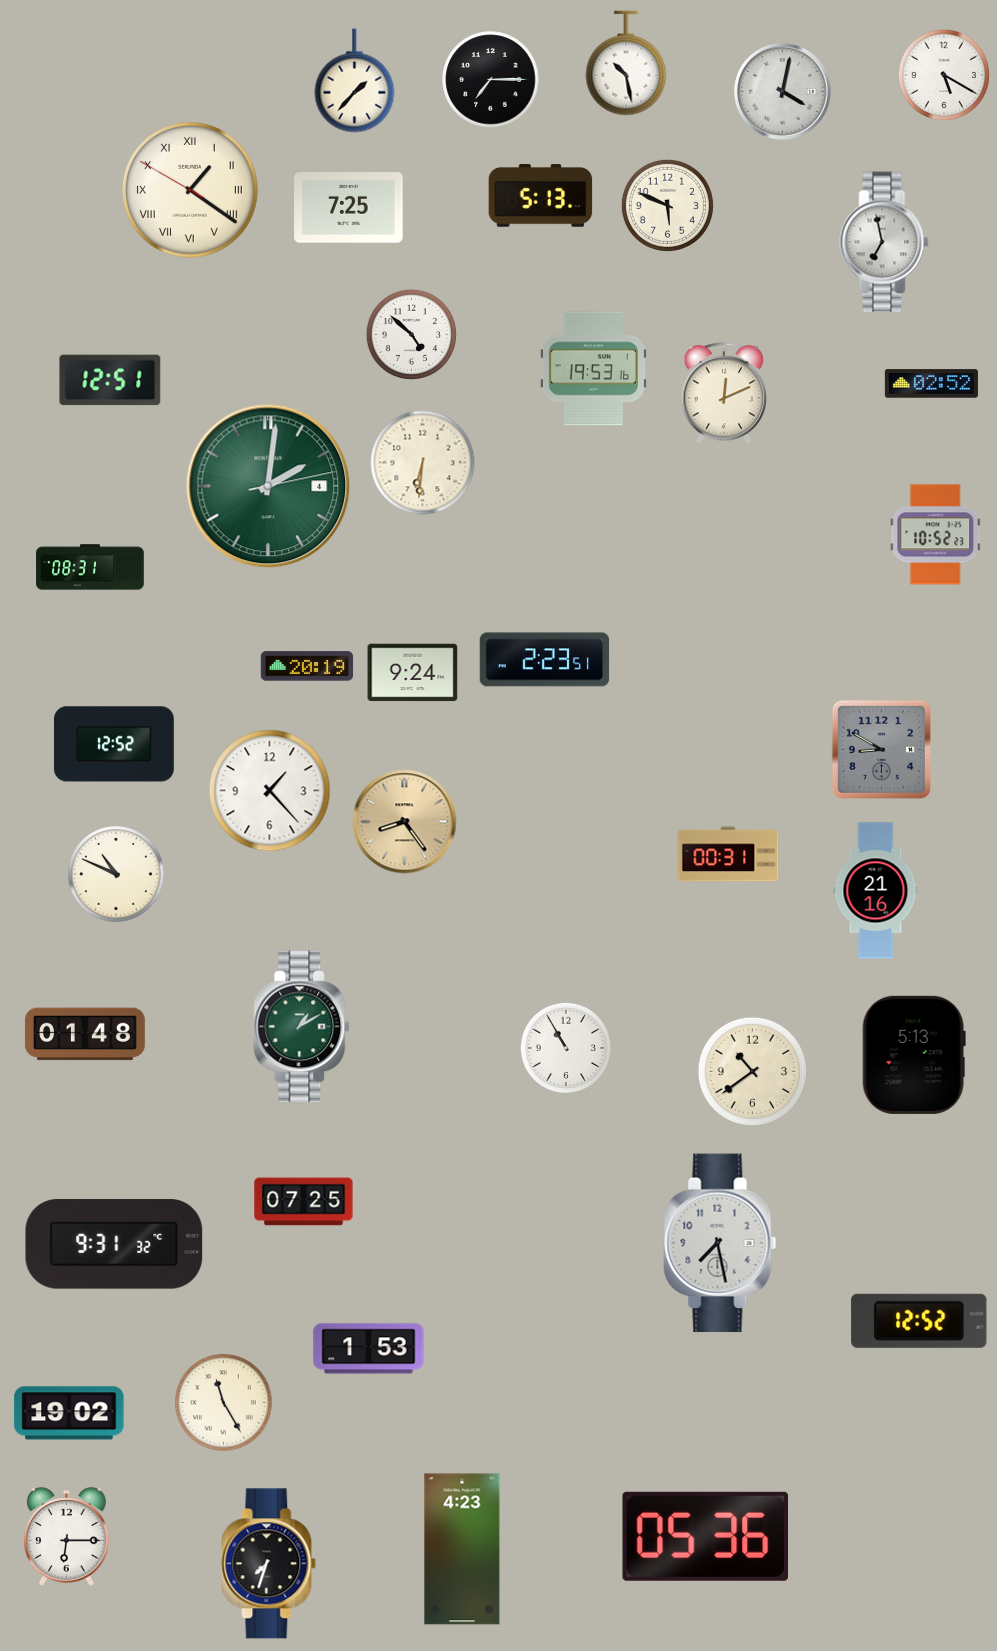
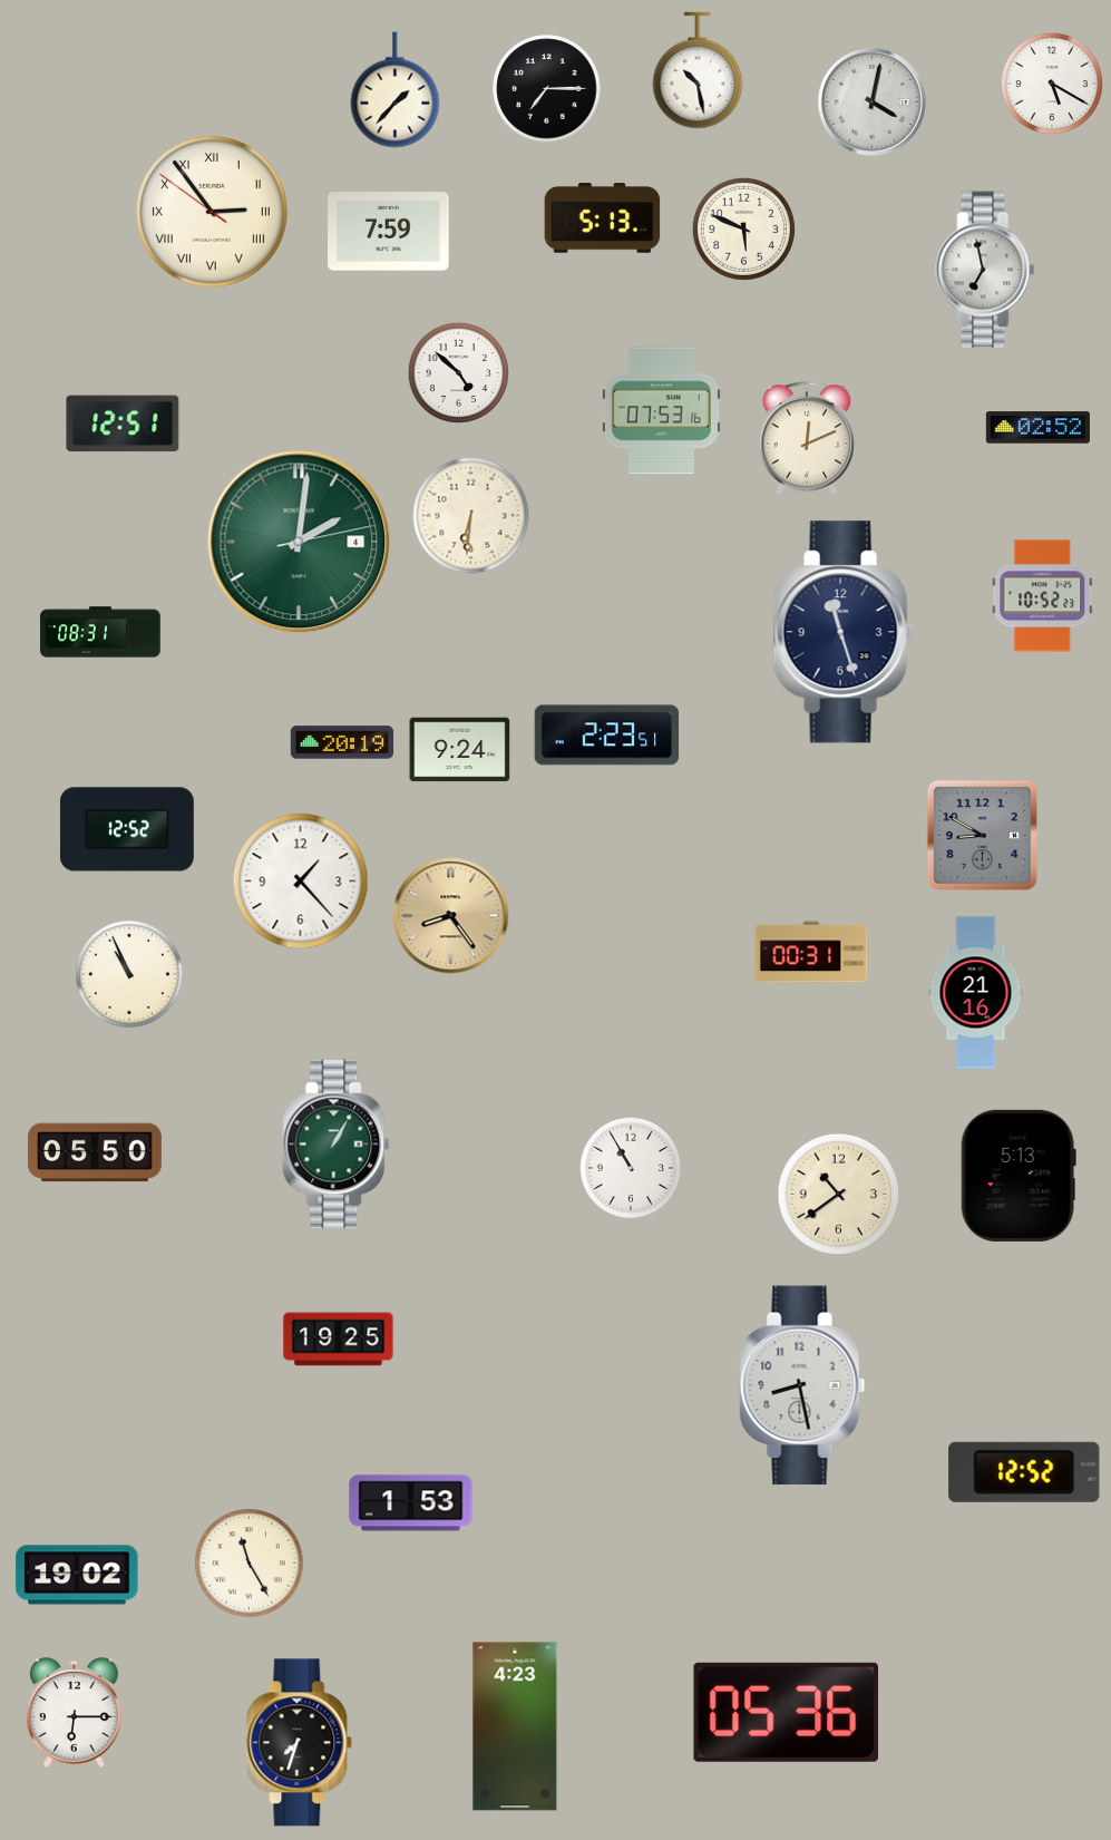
clock at (190, 190): 1:20 -> 2:53
clock at (349, 208): 7:25 -> 7:59
clock at (593, 369): 19:53 -> 07:53
clock at (844, 632): none -> 11:27
clock at (116, 874): 10:49 -> 10:56
clock at (302, 1027): 1:10 -> 1:05
clock at (85, 1034): 01:48 -> 05:50
clock at (304, 1202): 07:25 -> 19:25
clock at (720, 1243): 7:28 -> 8:28
clock at (114, 1244): 9:31 -> none
